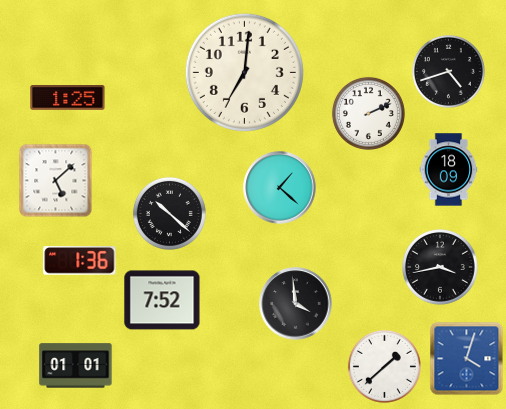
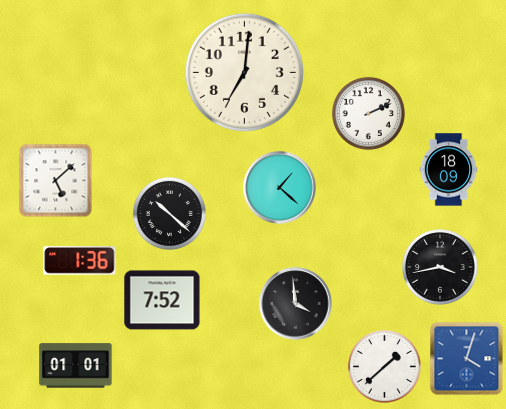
clock at (448, 71): 4:42 -> none
clock at (68, 98): 1:25 -> none
